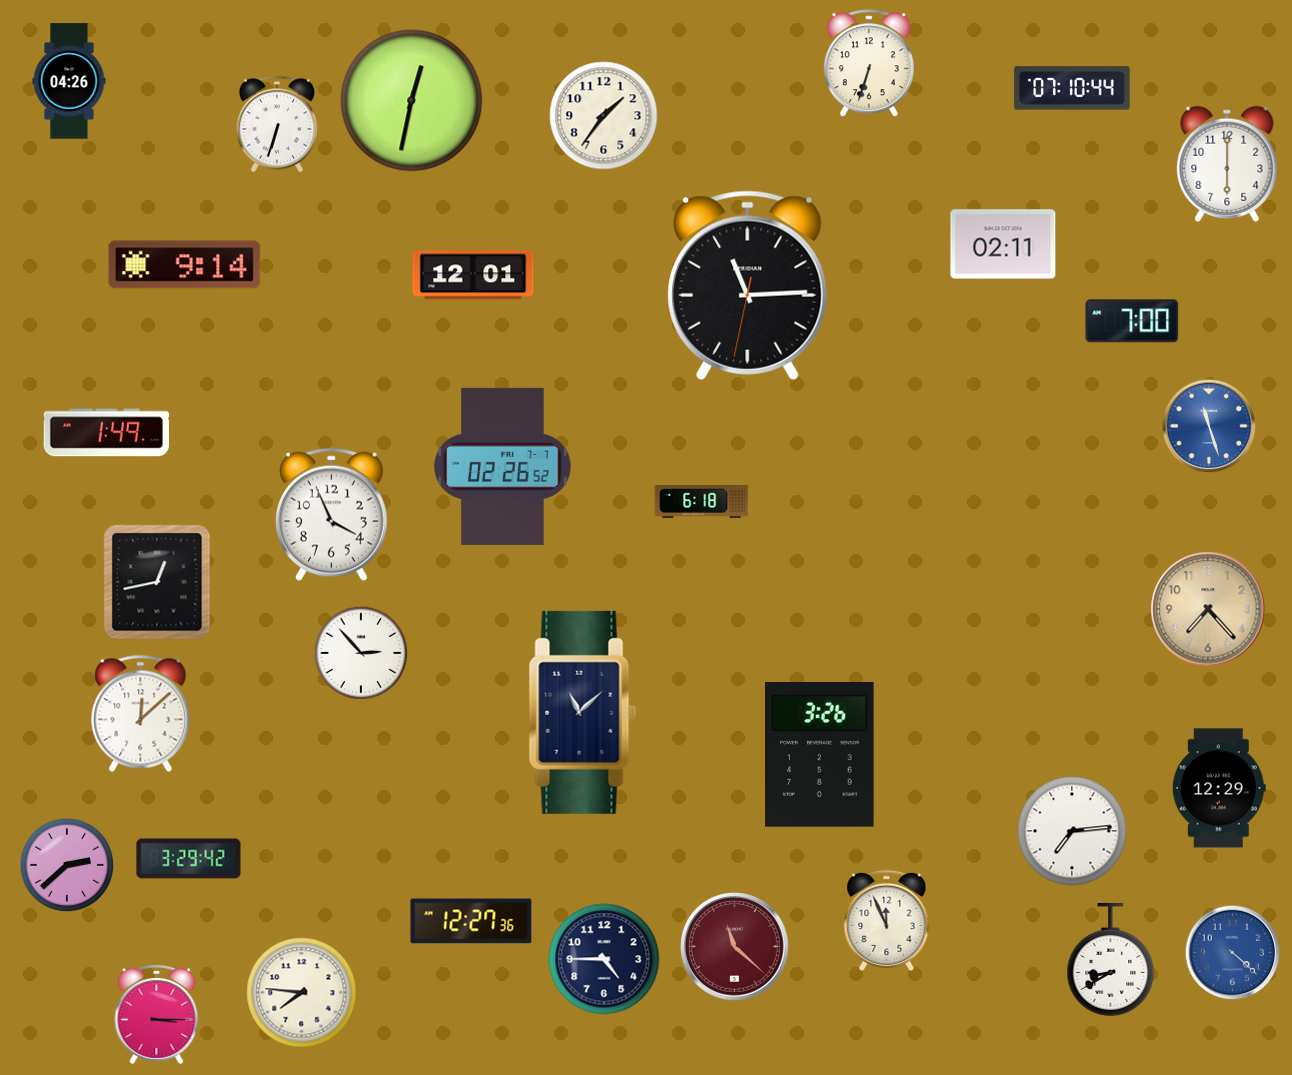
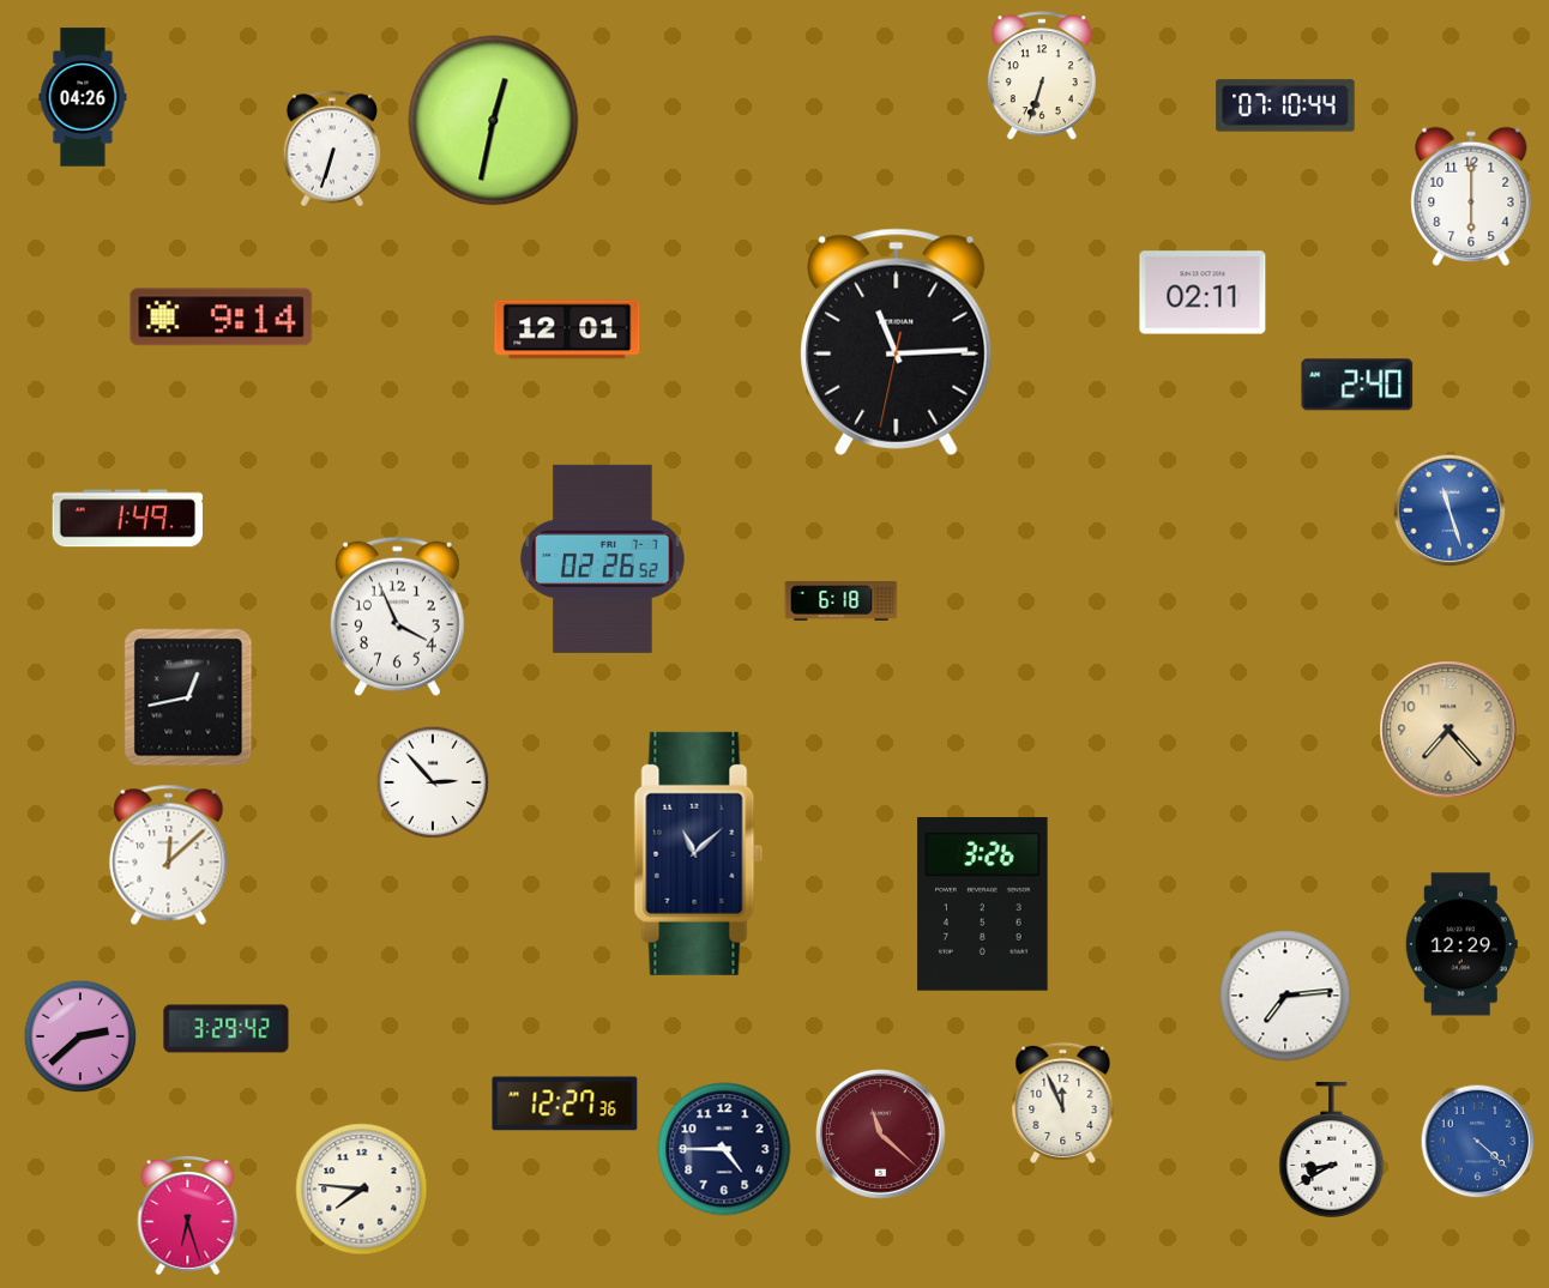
clock at (604, 116): 1:36 -> none
clock at (1132, 321): 7:00 -> 2:40
clock at (157, 1014): 3:15 -> 6:27
